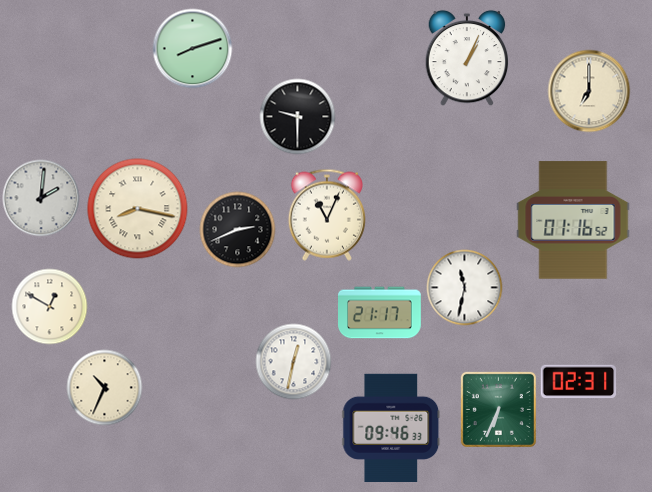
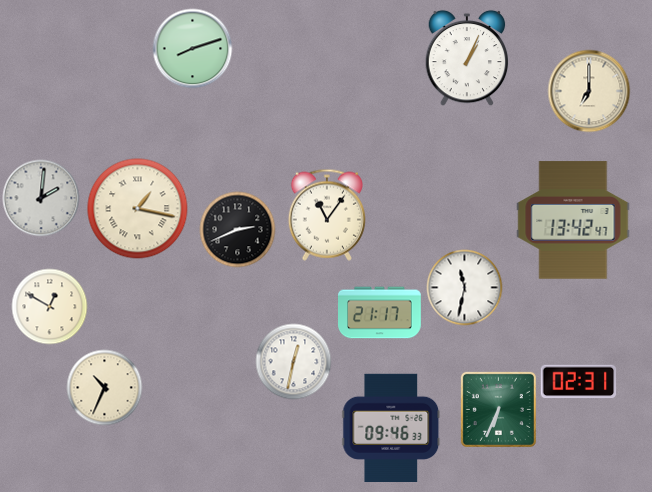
clock at (298, 117): 9:30 -> none
clock at (138, 209): 8:17 -> 1:17
clock at (327, 215): 11:04 -> 11:06
clock at (573, 220): 01:16 -> 13:42
